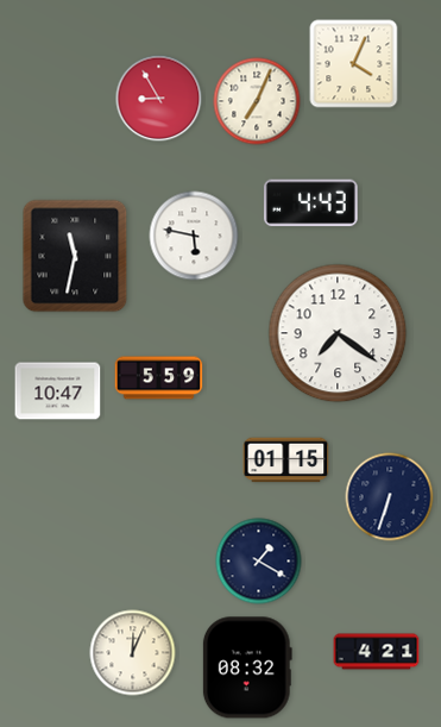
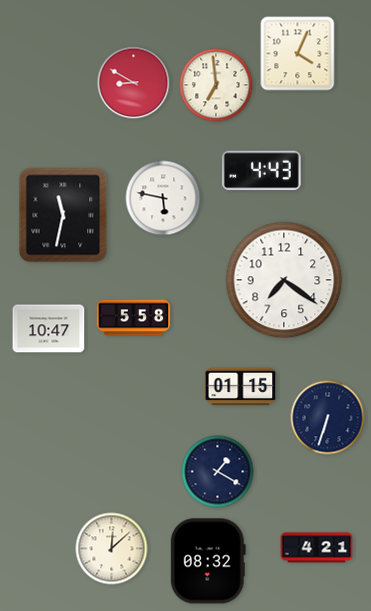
clock at (159, 99): 8:55 -> 8:50
clock at (257, 101): 7:04 -> 6:59
clock at (159, 378): 5:59 -> 5:58
clock at (133, 653): 12:04 -> 12:08
